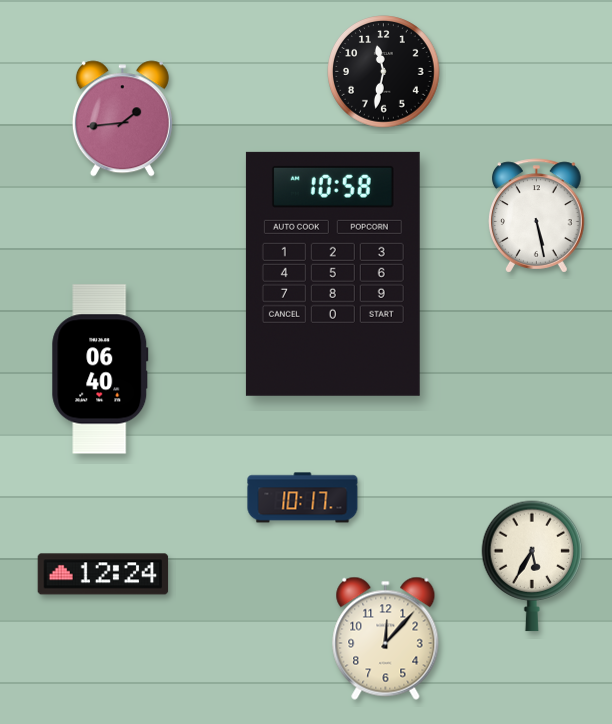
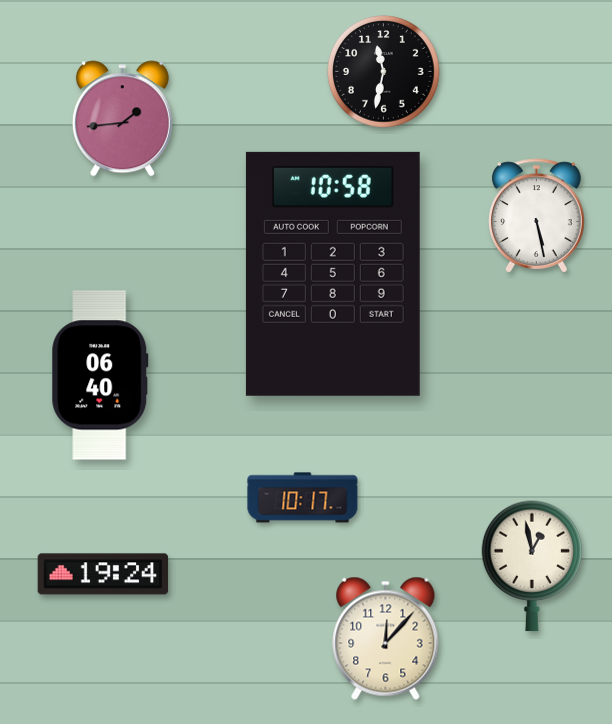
clock at (100, 369) position: (100, 369) -> (100, 375)
clock at (532, 566): 5:35 -> 12:58
clock at (103, 574): 12:24 -> 19:24
